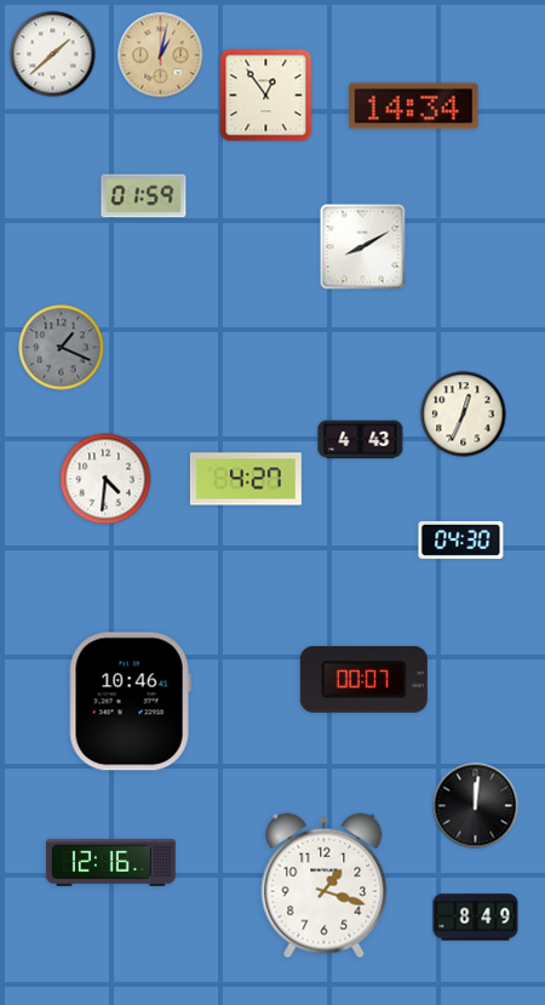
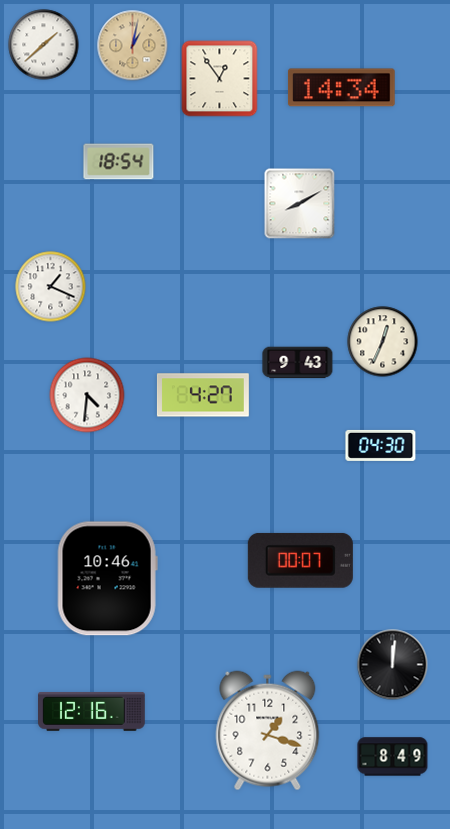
clock at (144, 196): 01:59 -> 18:54
clock at (62, 348) dial: grey -> white
clock at (361, 440): 4:43 -> 9:43
